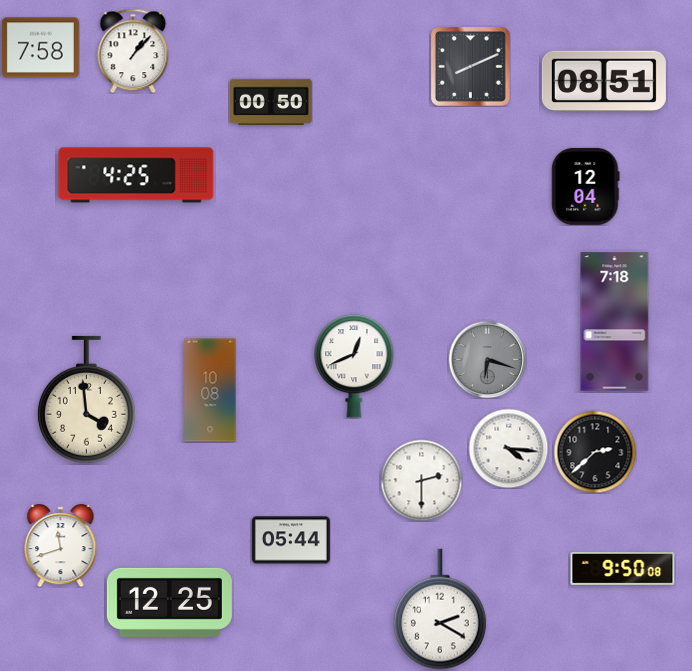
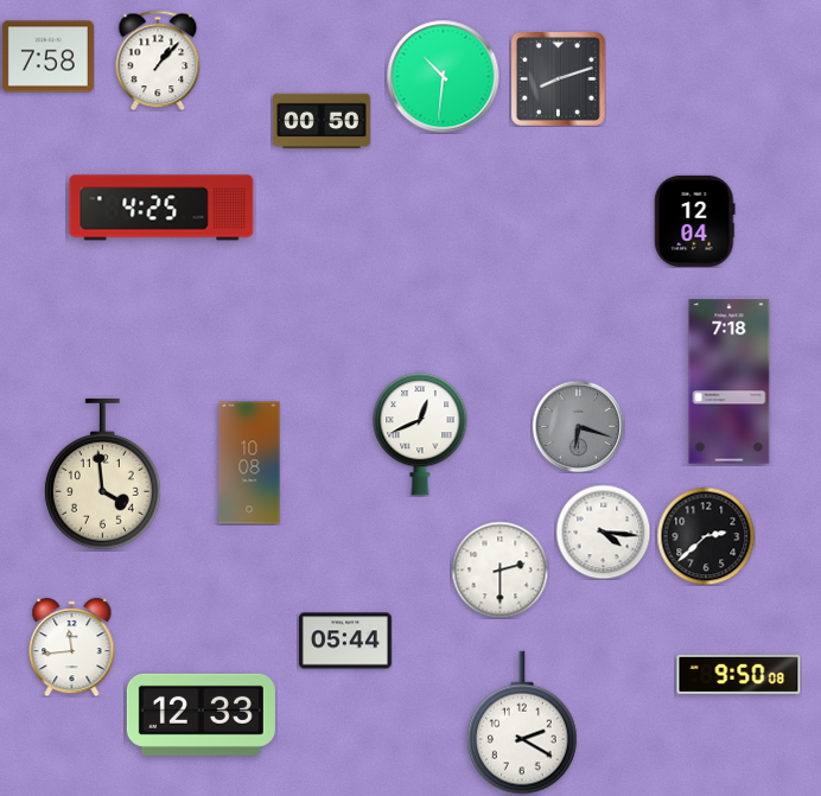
clock at (443, 76): none -> 10:31
clock at (470, 66): 8:11 -> 8:12
clock at (604, 81): 08:51 -> none
clock at (61, 546): 11:42 -> 11:44
clock at (169, 602): 12:25 -> 12:33
